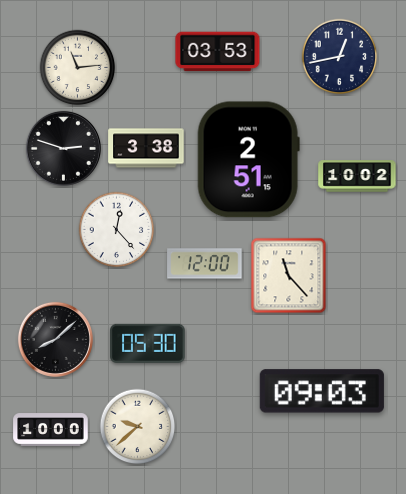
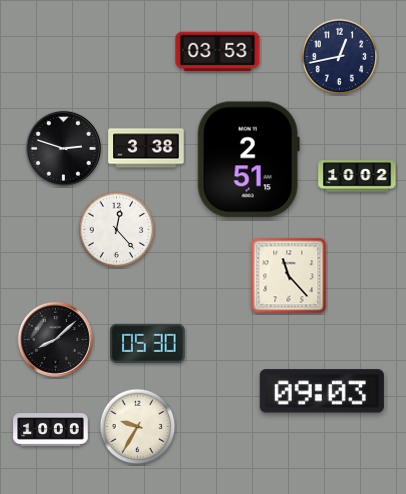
clock at (78, 68): 11:14 -> none
clock at (205, 264): 12:00 -> none
clock at (138, 427): 9:38 -> 9:35
